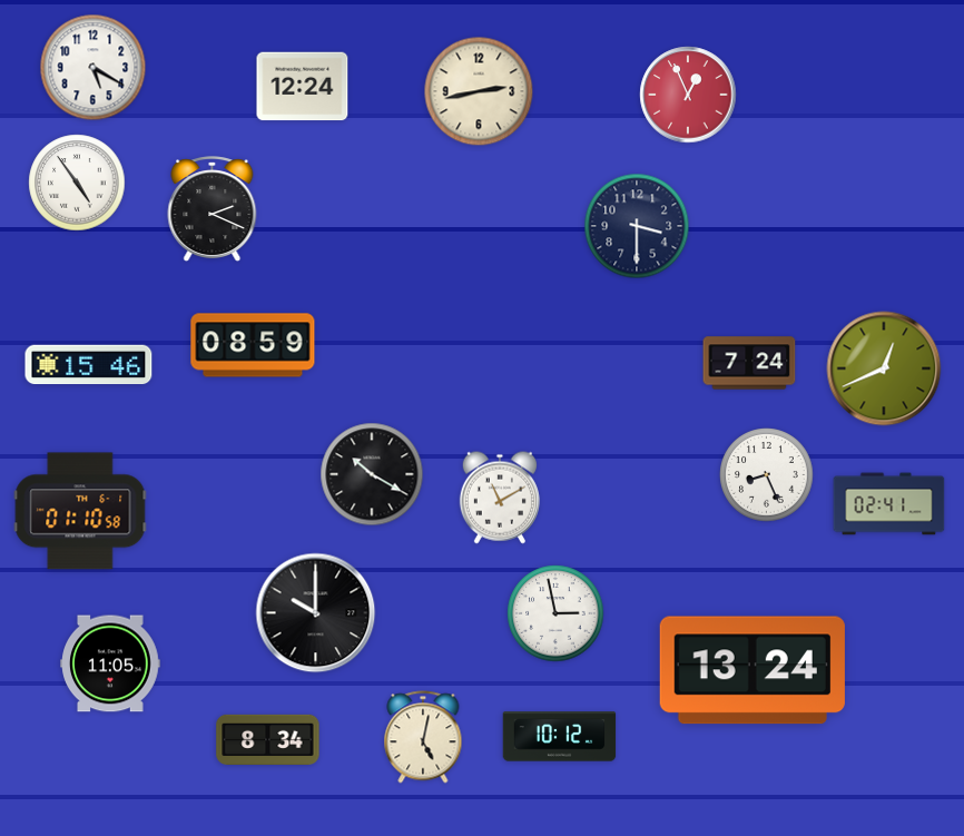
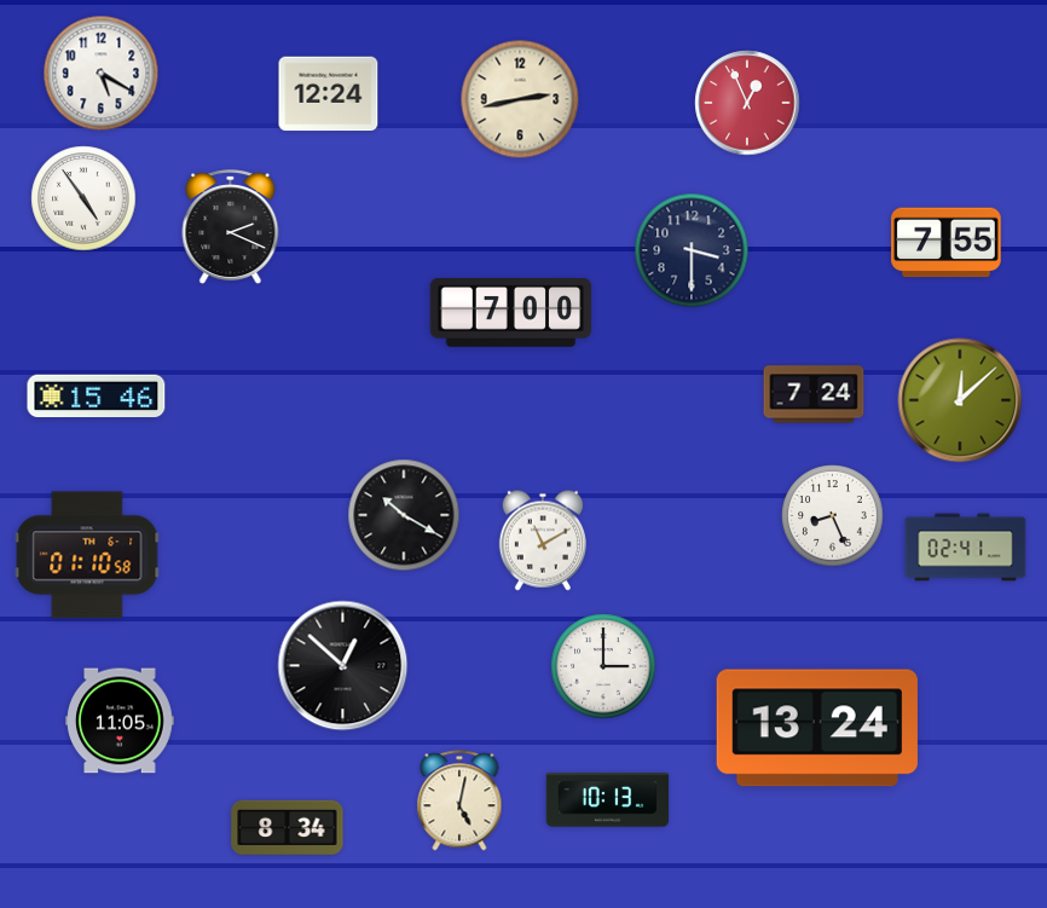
clock at (947, 243): none -> 7:55
clock at (637, 226) position: (637, 226) -> (692, 250)
clock at (511, 313): none -> 7:00
clock at (253, 345): 08:59 -> none
clock at (884, 368): 12:41 -> 12:08
clock at (316, 613): 10:00 -> 12:52
clock at (555, 613): 2:58 -> 3:00
clock at (560, 737): 10:12 -> 10:13
clock at (268, 739) position: (268, 739) -> (288, 827)
